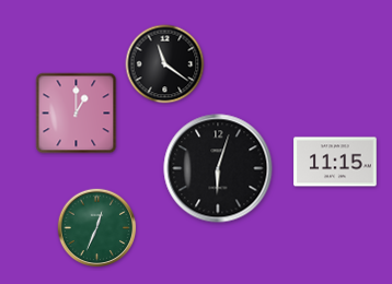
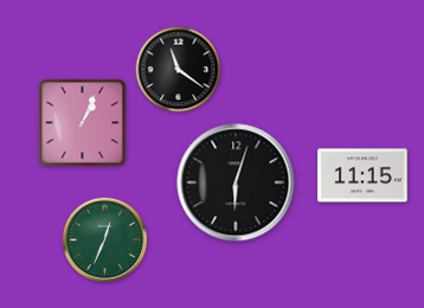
clock at (77, 114): 1:00 -> 1:04
clock at (97, 228) position: (97, 228) -> (105, 240)
